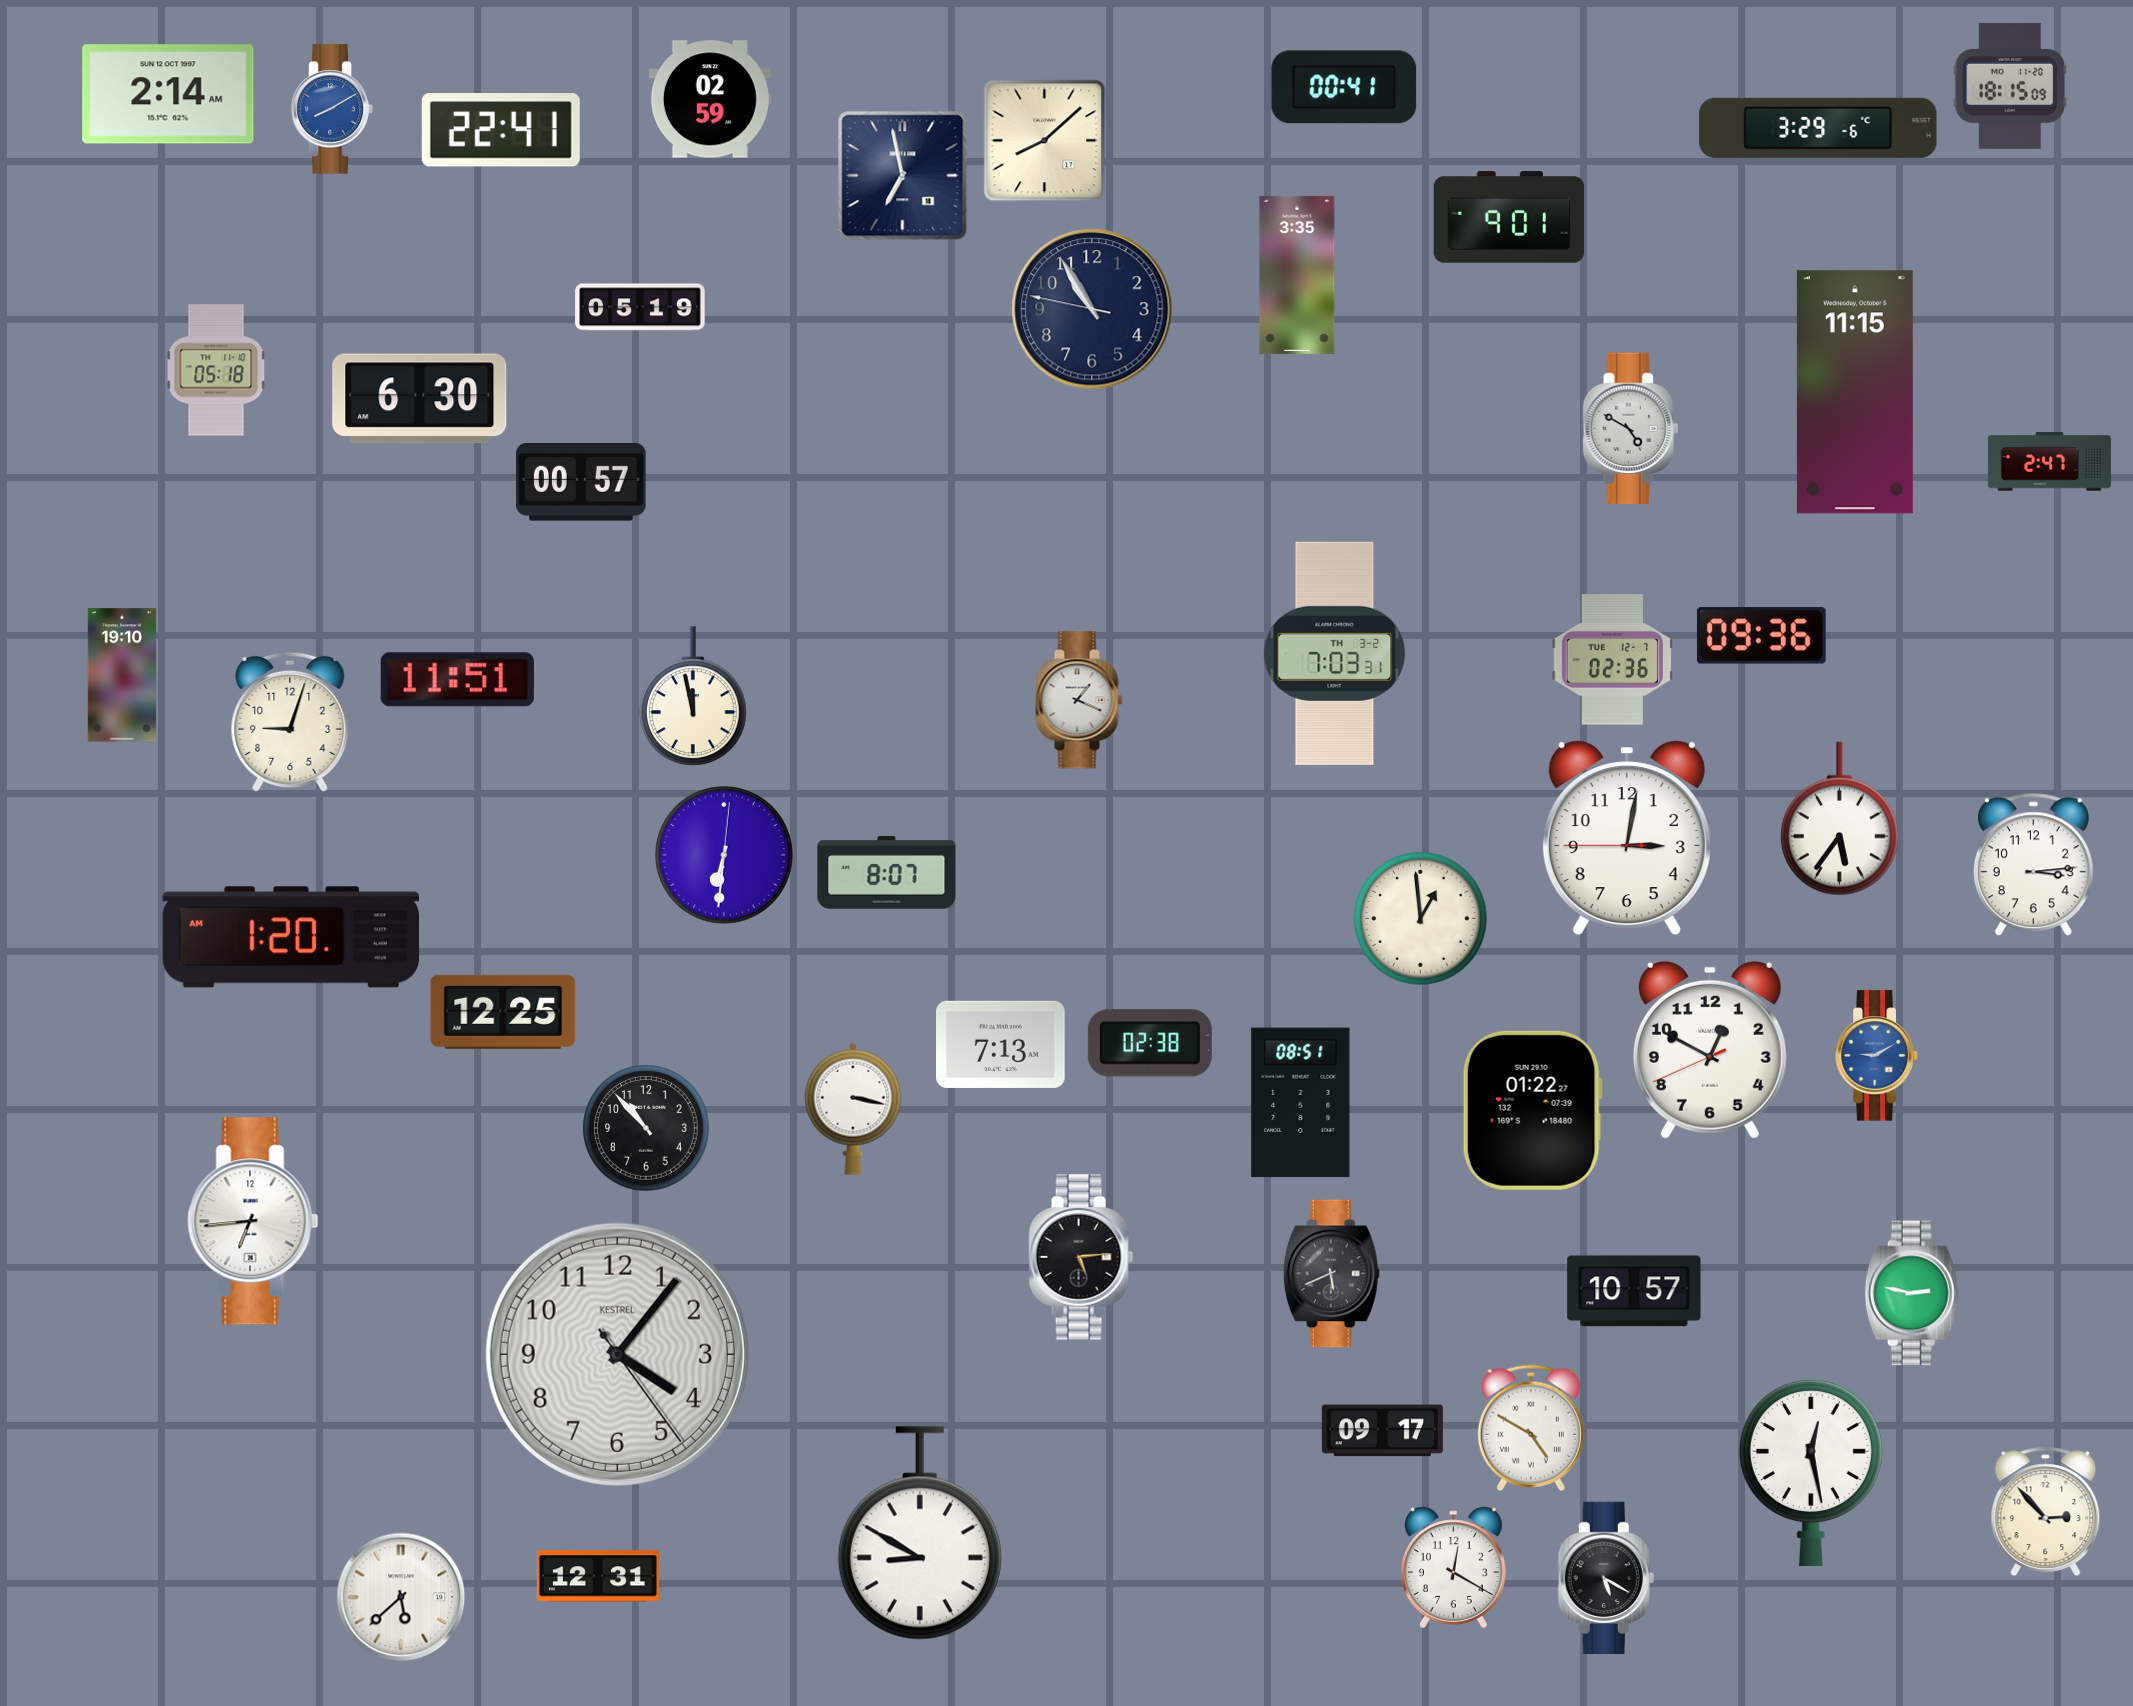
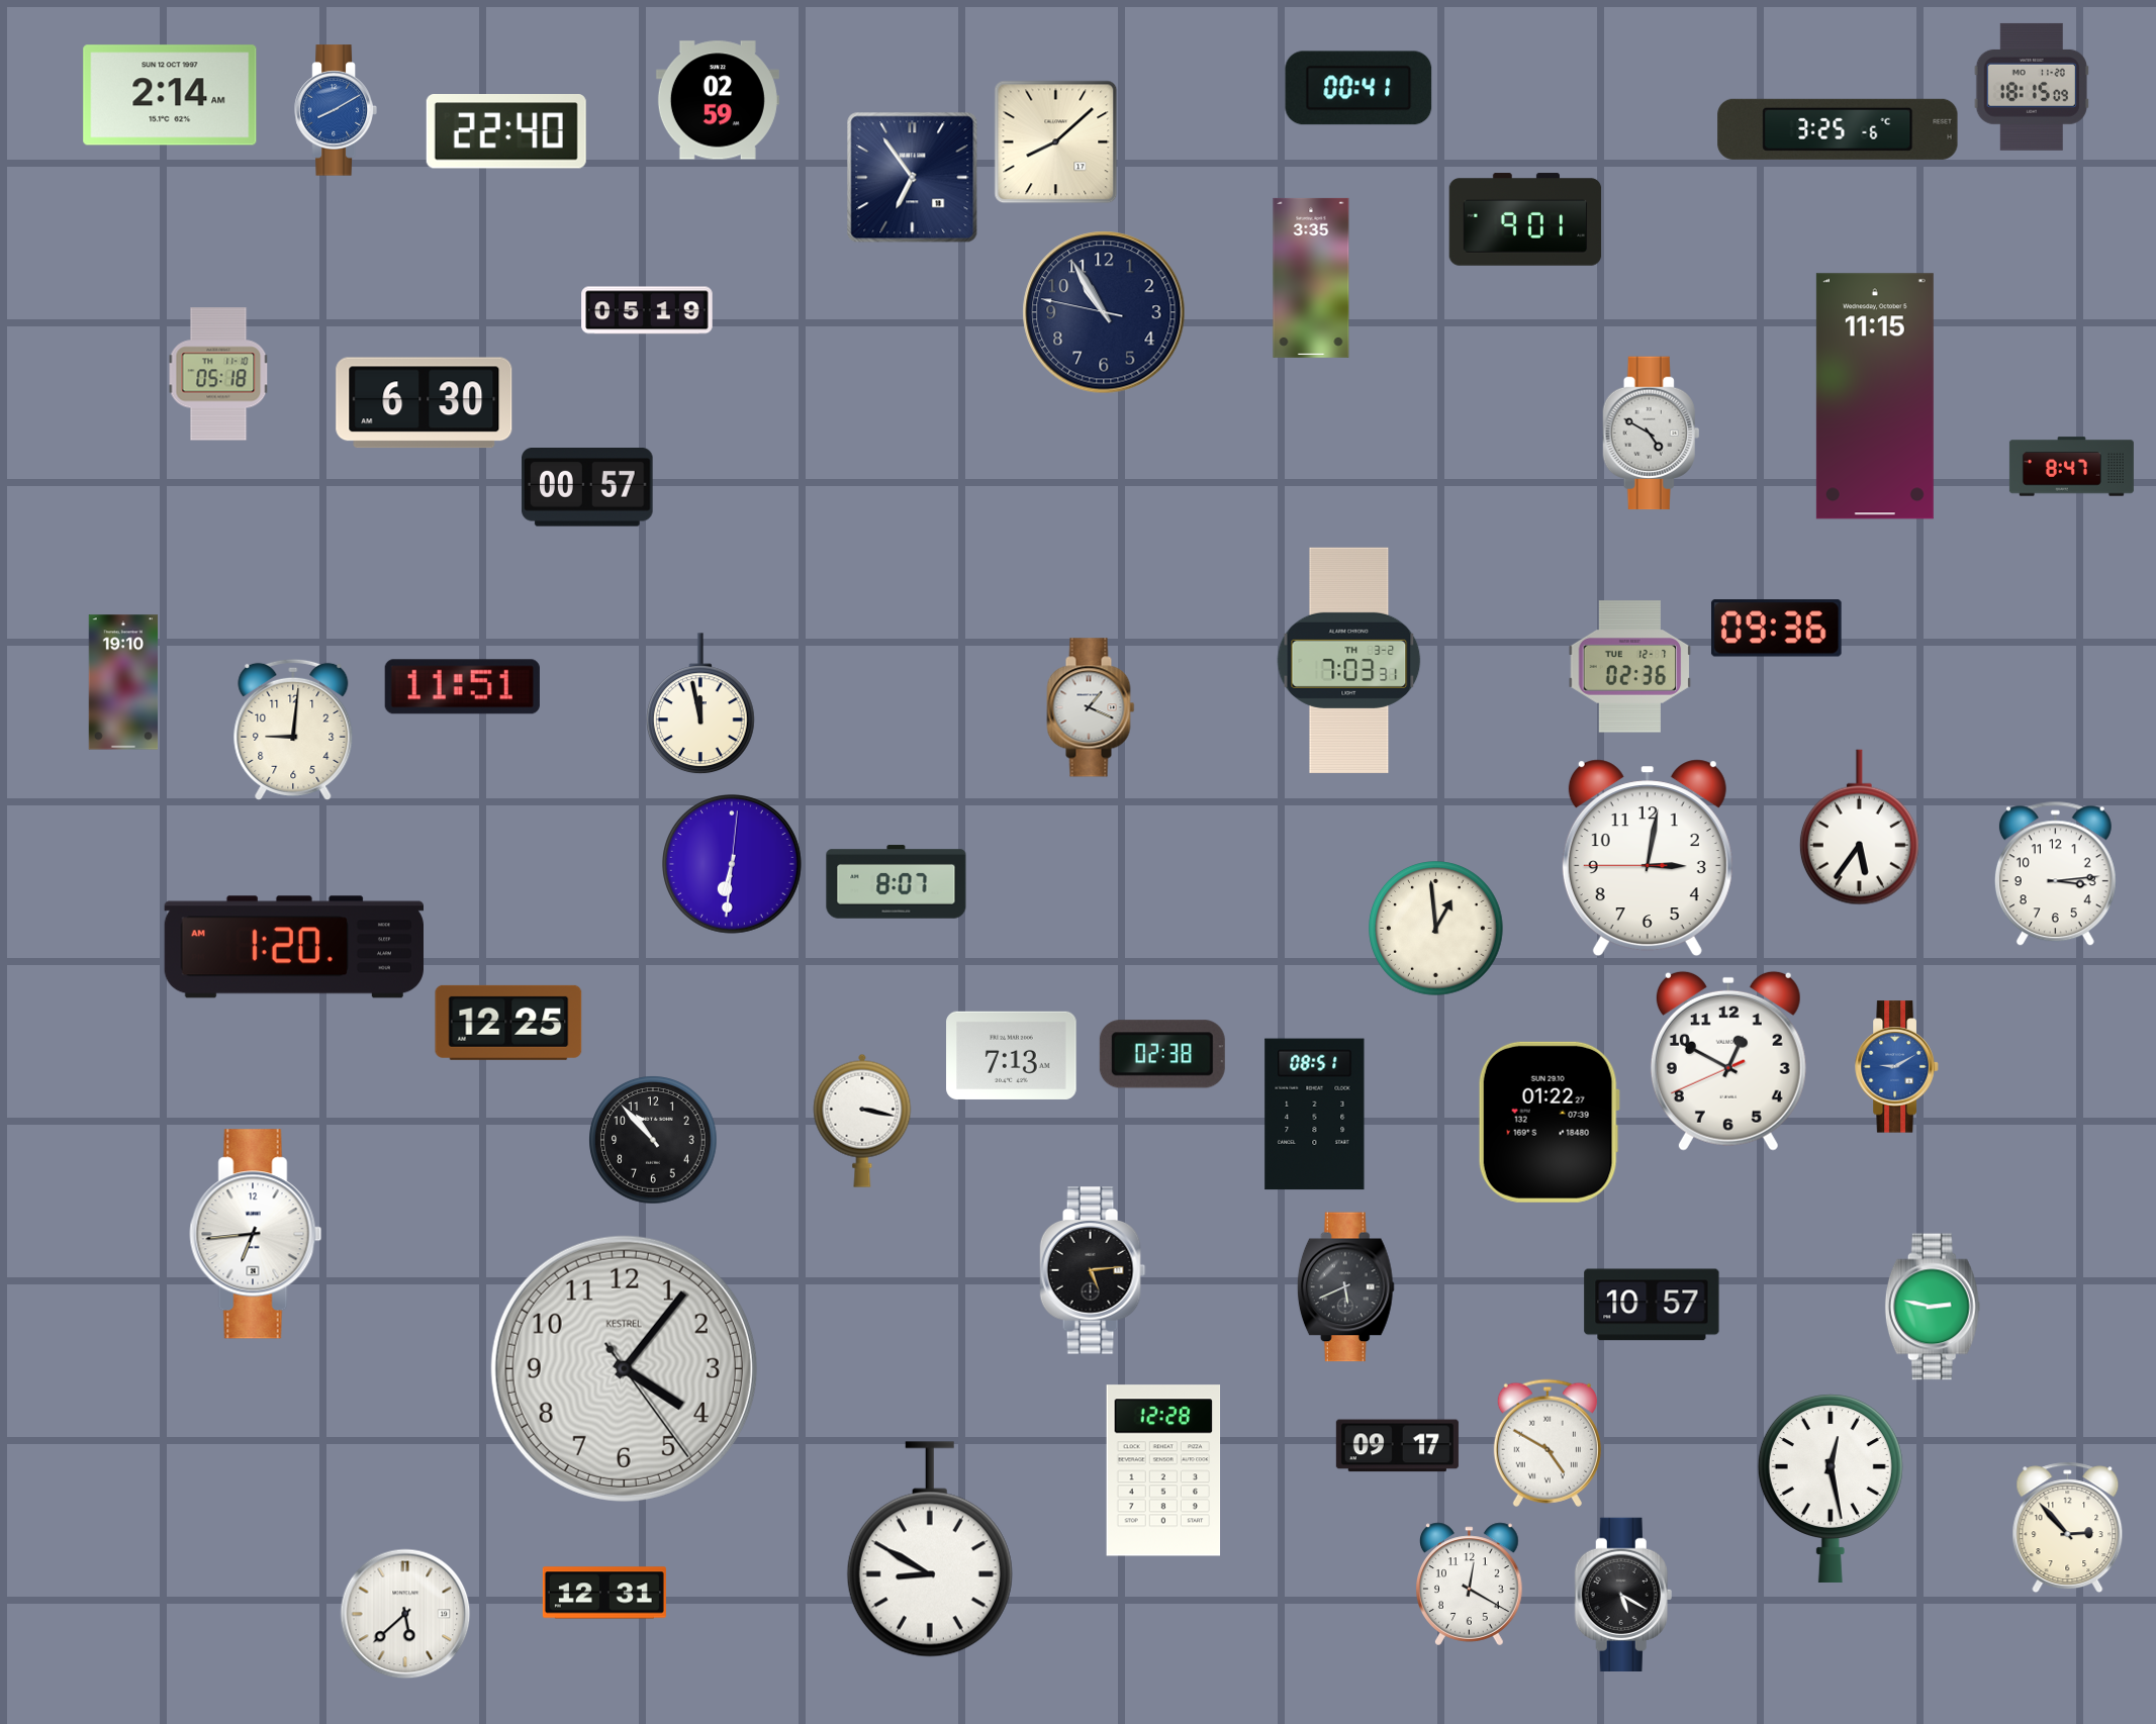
clock at (1818, 128): 3:29 -> 3:25
clock at (501, 131): 22:41 -> 22:40
clock at (903, 176): 6:58 -> 6:54
clock at (1631, 429) position: (1631, 429) -> (1652, 434)
clock at (2049, 462): 2:47 -> 8:47
clock at (1761, 636) position: (1761, 636) -> (1776, 629)
clock at (290, 722): 9:03 -> 9:01
clock at (1627, 838) position: (1627, 838) -> (1648, 858)
clock at (1163, 1470): none -> 12:28
